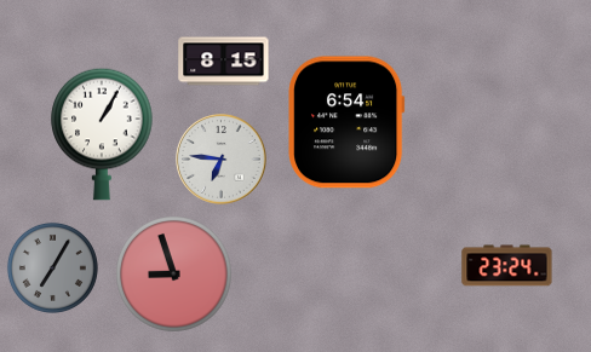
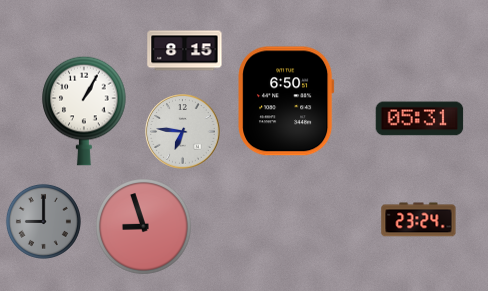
clock at (346, 122): 6:54 -> 6:50
clock at (420, 119): none -> 05:31
clock at (52, 267): 7:05 -> 9:00
